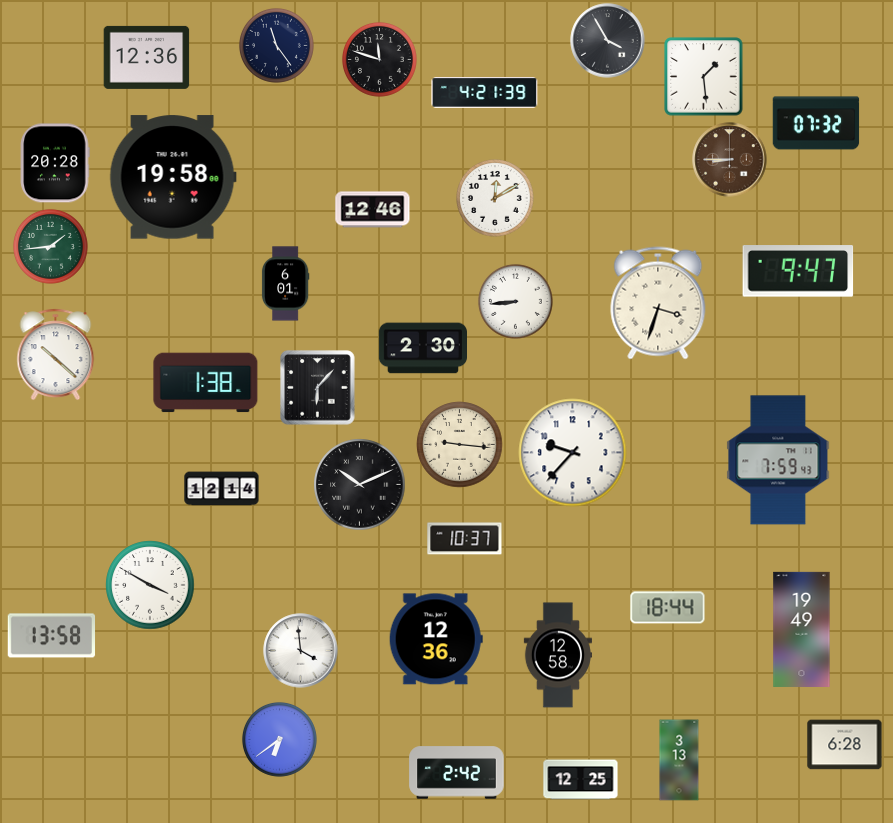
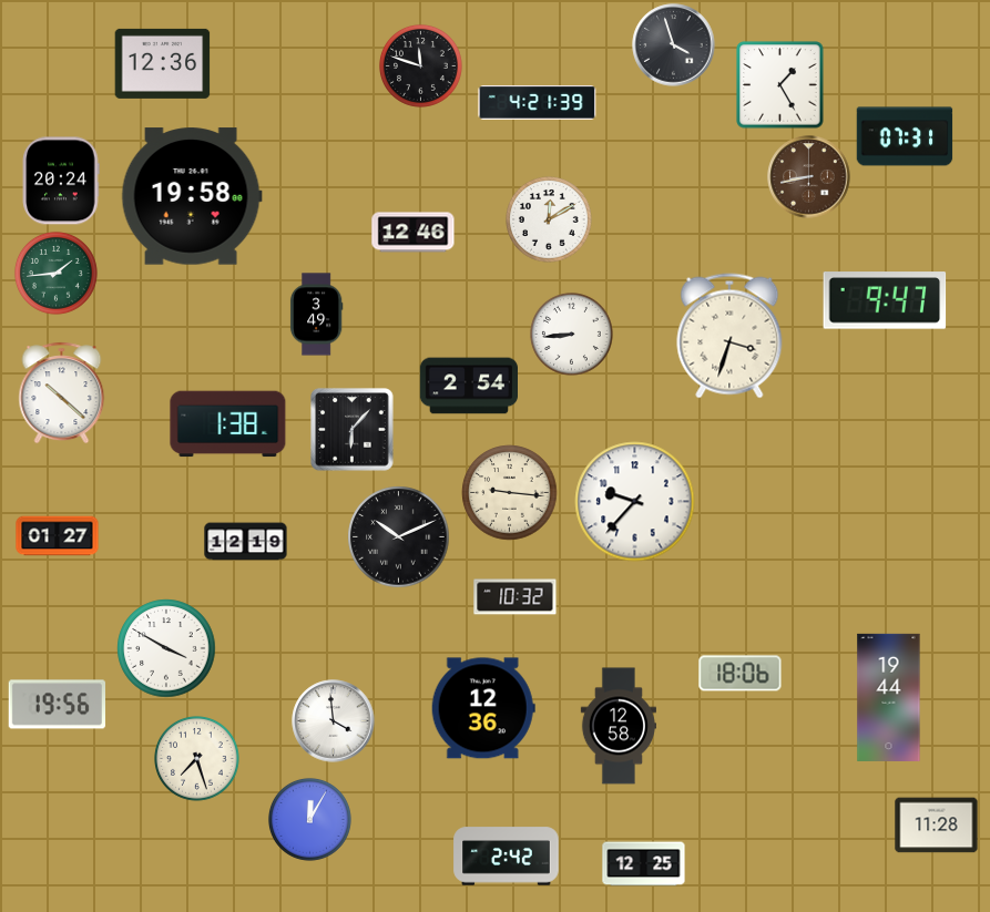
clock at (608, 41): 3:55 -> 3:57
clock at (276, 45): 11:24 -> none
clock at (704, 77): 1:29 -> 1:25
clock at (816, 123): 07:32 -> 07:31
clock at (730, 160): 8:45 -> 8:43
clock at (55, 163): 20:28 -> 20:24
clock at (285, 284): 6:01 -> 3:49
clock at (423, 348): 2:30 -> 2:54
clock at (778, 460): 7:59 -> none
clock at (58, 536): none -> 01:27
clock at (222, 489): 12:14 -> 12:19
clock at (465, 539): 10:37 -> 10:32
clock at (668, 608): 18:44 -> 18:06
clock at (802, 629): 19:49 -> 19:44
clock at (52, 636): 13:58 -> 19:56
clock at (197, 759): none -> 7:27
clock at (279, 739): 6:39 -> 12:05
clock at (845, 745): 6:28 -> 11:28
clock at (679, 760): 3:13 -> none
